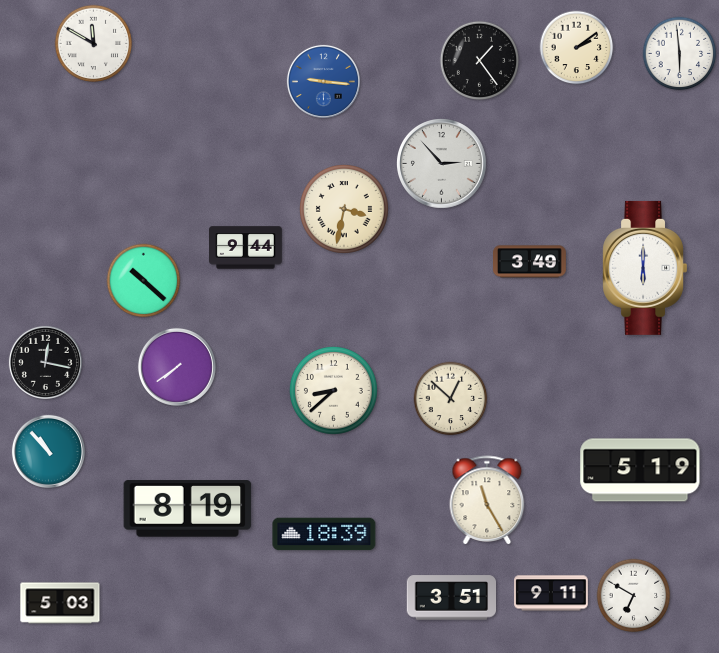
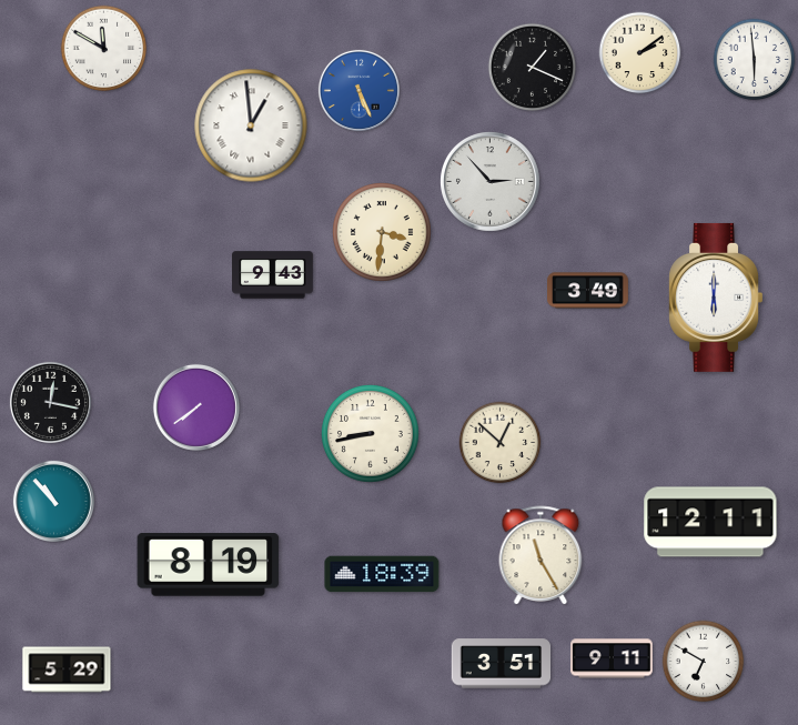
clock at (479, 60): 1:24 -> 1:19
clock at (323, 81): 9:16 -> 5:26
clock at (251, 125): none -> 12:59
clock at (345, 210): 3:32 -> 3:31
clock at (246, 248): 9:44 -> 9:43
clock at (144, 281): 10:22 -> none
clock at (333, 390): 8:38 -> 8:43
clock at (640, 470): 5:19 -> 12:11
clock at (324, 534) position: (324, 534) -> (382, 574)
clock at (60, 603): 5:03 -> 5:29
